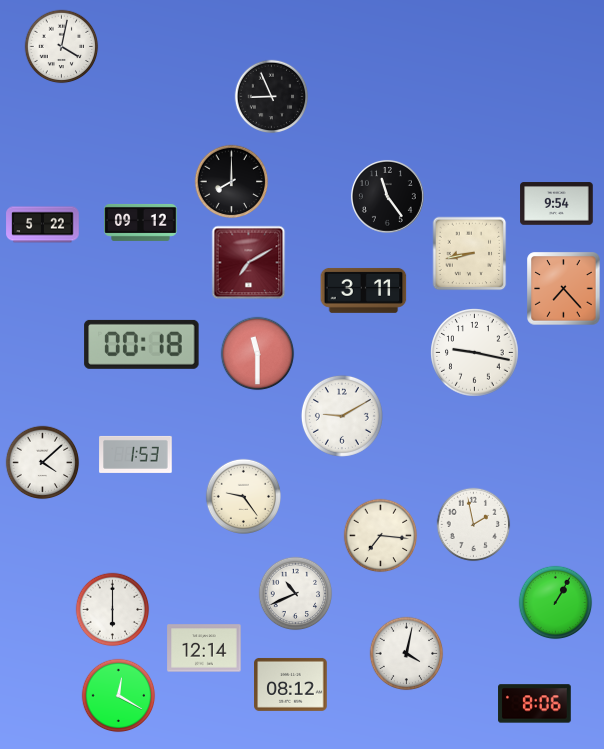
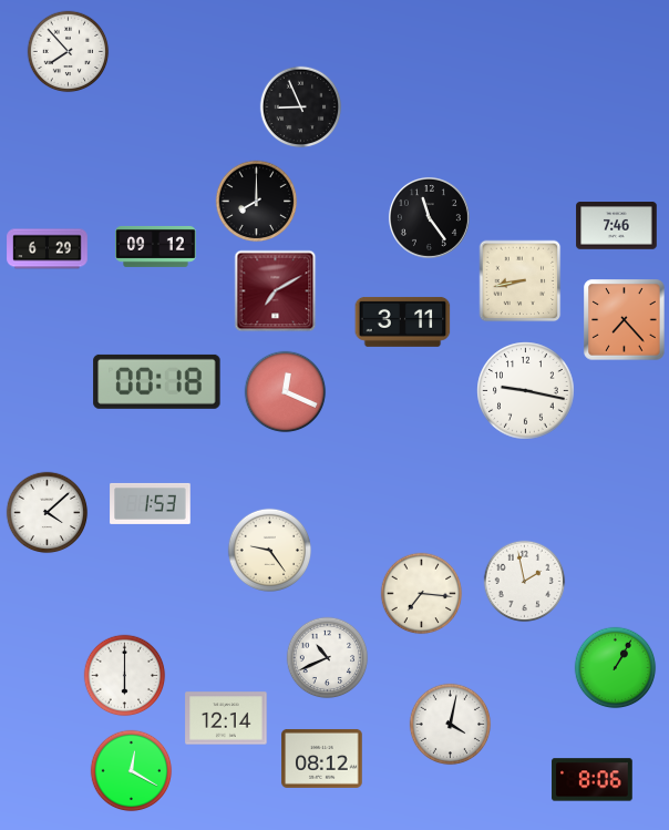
clock at (62, 47): 4:02 -> 7:53
clock at (557, 204): 9:54 -> 7:46
clock at (43, 225): 5:22 -> 6:29
clock at (258, 354): 11:30 -> 12:19
clock at (342, 416): 9:10 -> none
